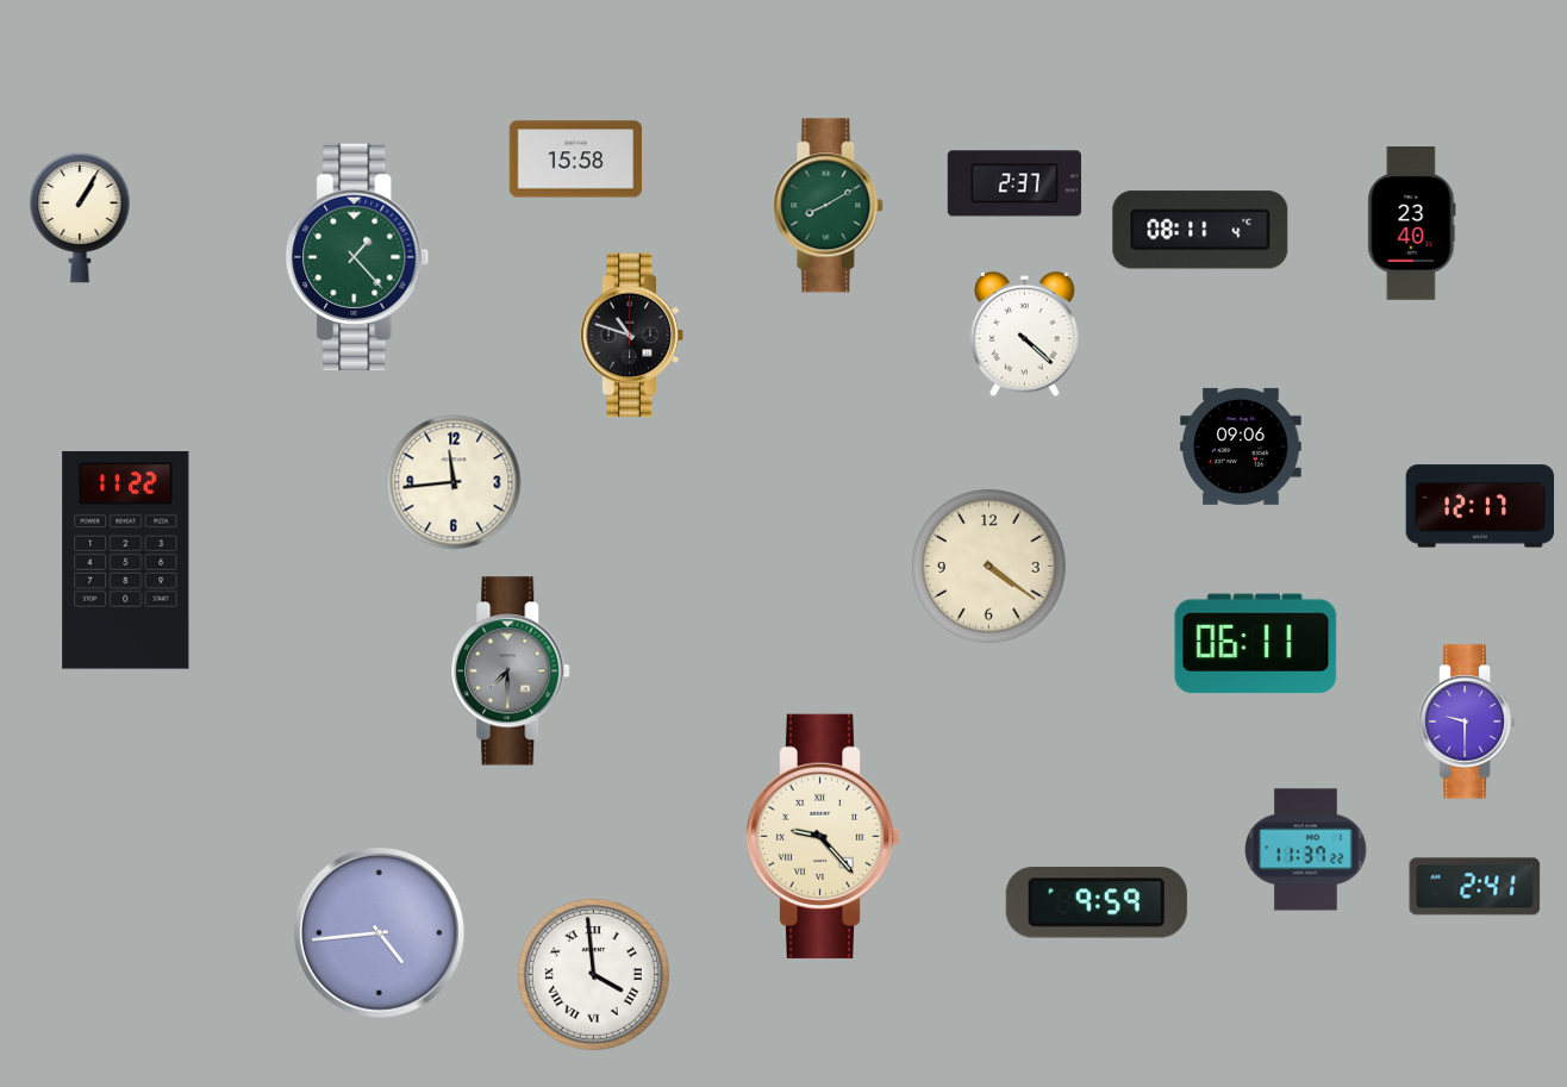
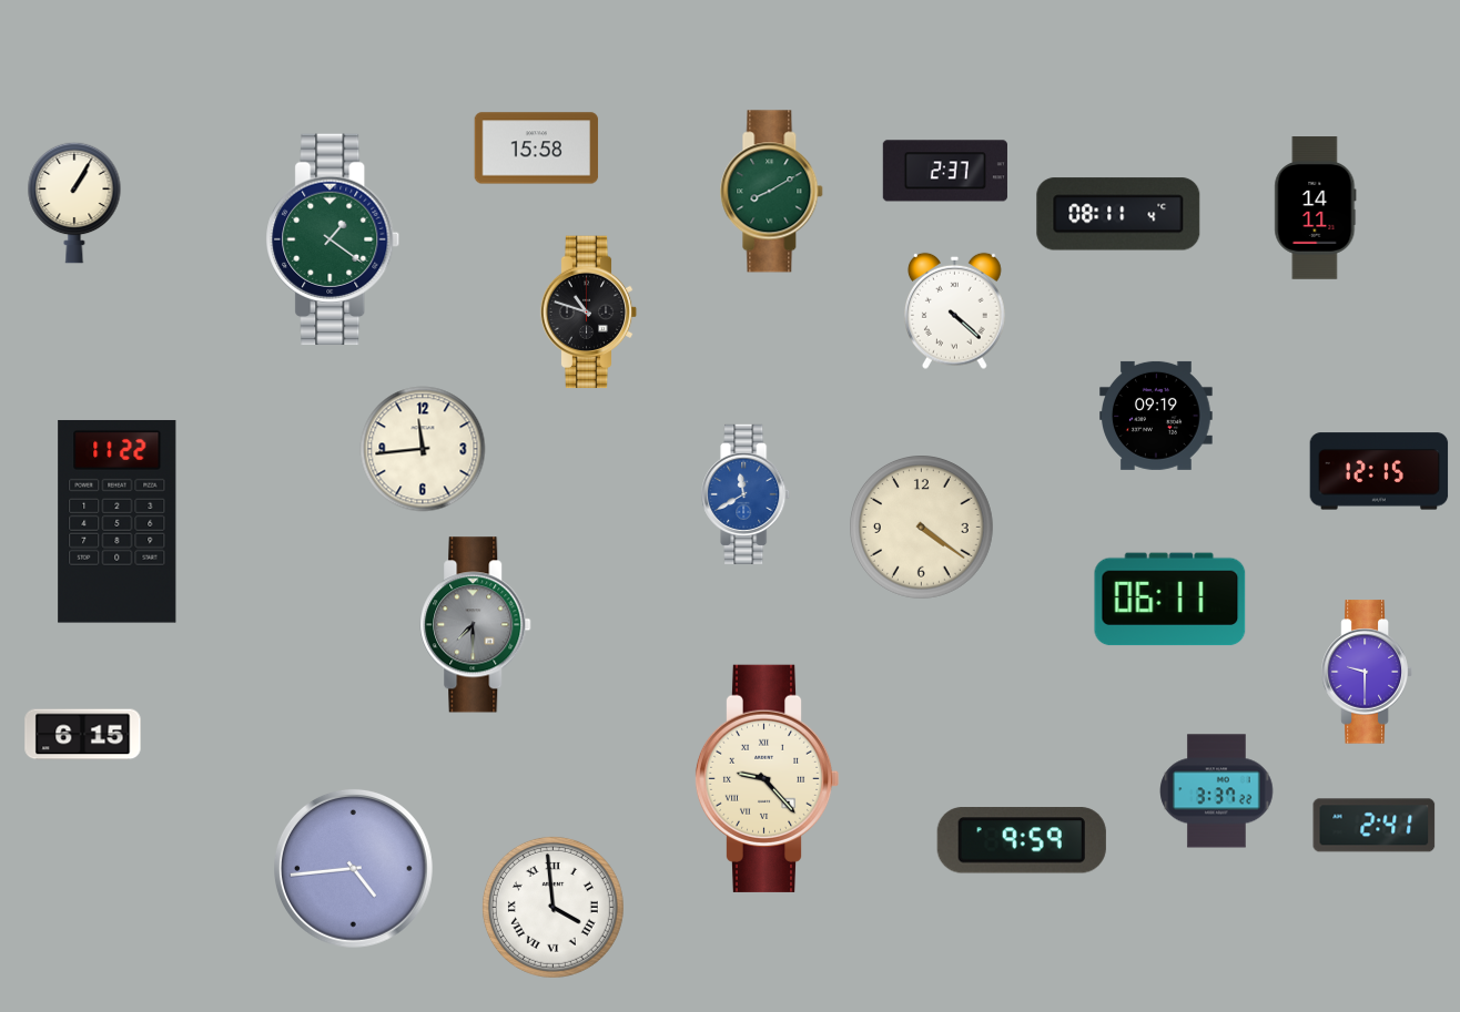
clock at (1412, 224): 23:40 -> 14:11
clock at (357, 257): 1:23 -> 1:21
clock at (1242, 446): 09:06 -> 09:19
clock at (1480, 506): 12:17 -> 12:15
clock at (747, 494): none -> 11:40
clock at (83, 735): none -> 6:15
clock at (1306, 850): 11:37 -> 3:37
